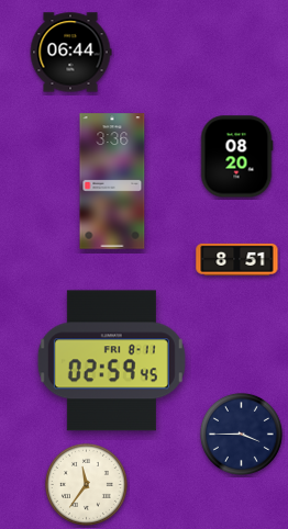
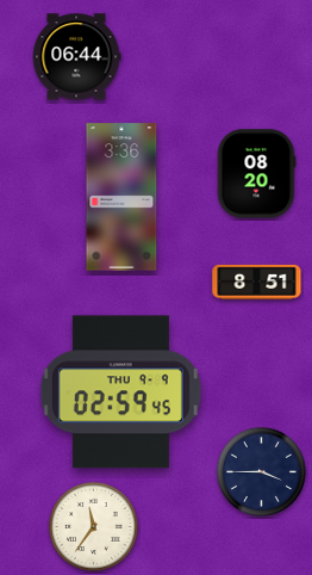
clock at (236, 157) position: (236, 157) -> (256, 174)
clock at (111, 361) date: FRI 8-11 -> THU 9-9
